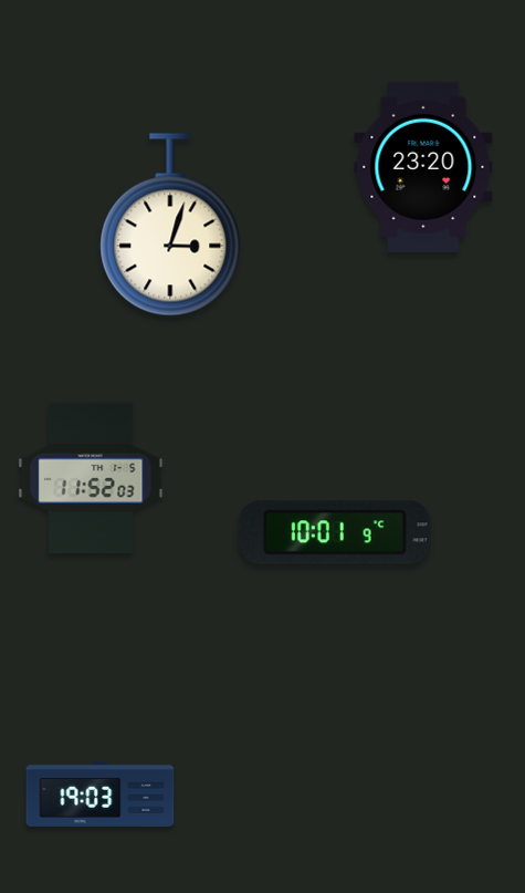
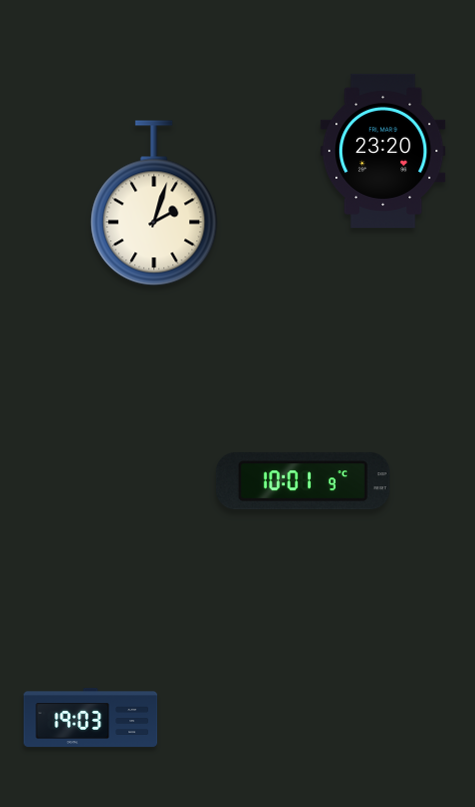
clock at (170, 225): 3:03 -> 2:03
clock at (91, 477): 11:52 -> none
